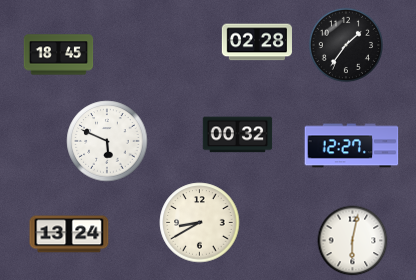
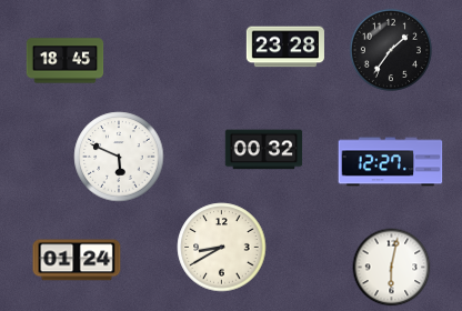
clock at (257, 42): 02:28 -> 23:28
clock at (345, 44) position: (345, 44) -> (390, 49)
clock at (69, 234): 13:24 -> 01:24
